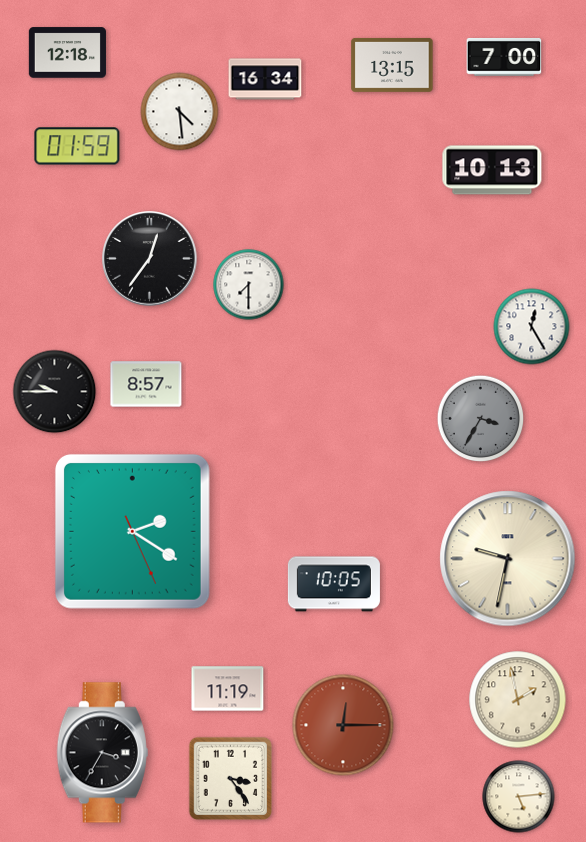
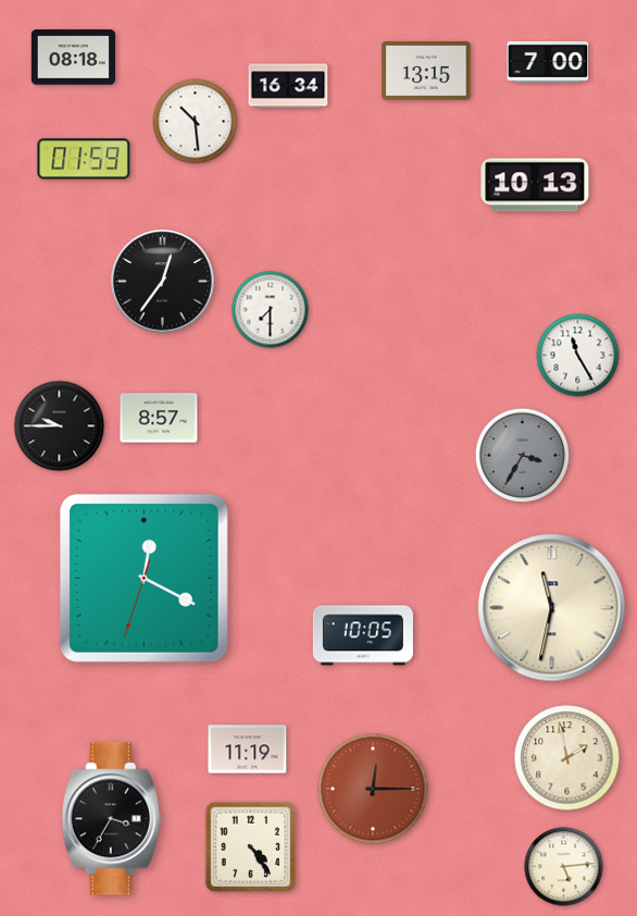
clock at (67, 53): 12:18 -> 08:18
clock at (180, 112): 4:29 -> 10:29
clock at (532, 327): 12:25 -> 11:25
clock at (132, 531): 2:20 -> 12:19
clock at (508, 559): 9:32 -> 11:32
clock at (518, 700) position: (518, 700) -> (567, 758)
clock at (230, 778): 3:24 -> 4:24
